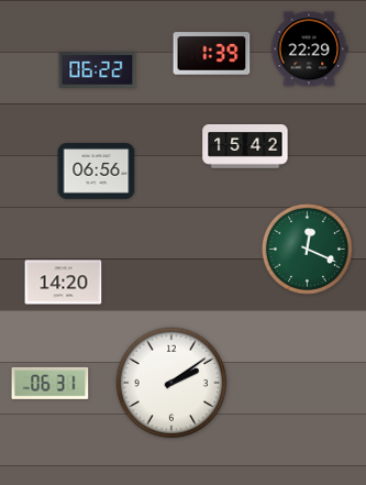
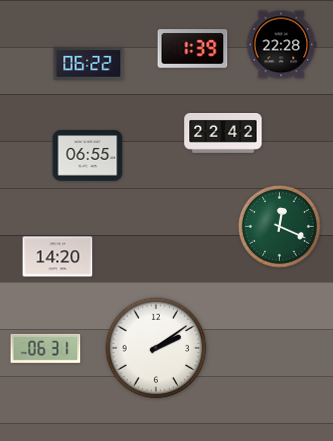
clock at (309, 49): 22:29 -> 22:28
clock at (245, 147): 15:42 -> 22:42
clock at (97, 172): 06:56 -> 06:55
